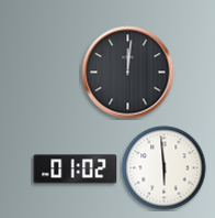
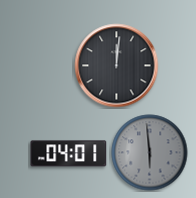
clock at (165, 168) dial: white -> grey
clock at (76, 170): 01:02 -> 04:01
